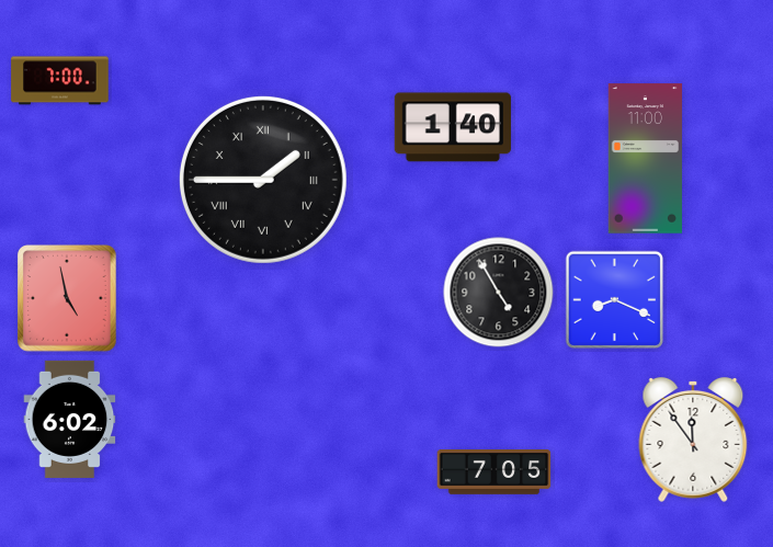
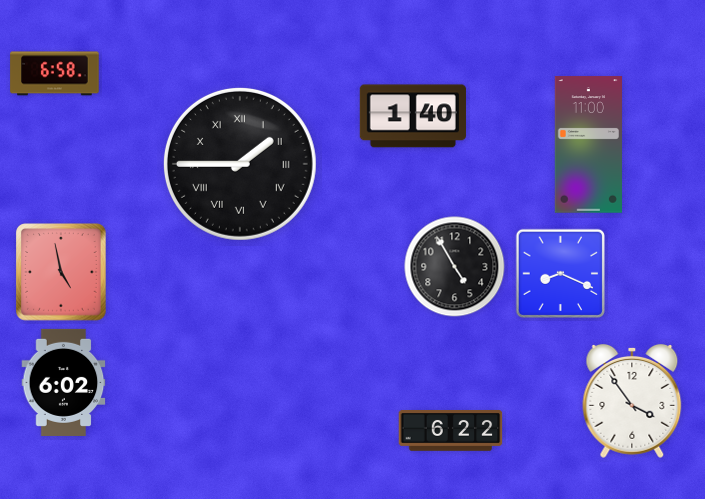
clock at (60, 81): 7:00 -> 6:58
clock at (693, 440): 11:54 -> 3:54
clock at (495, 472): 7:05 -> 6:22
